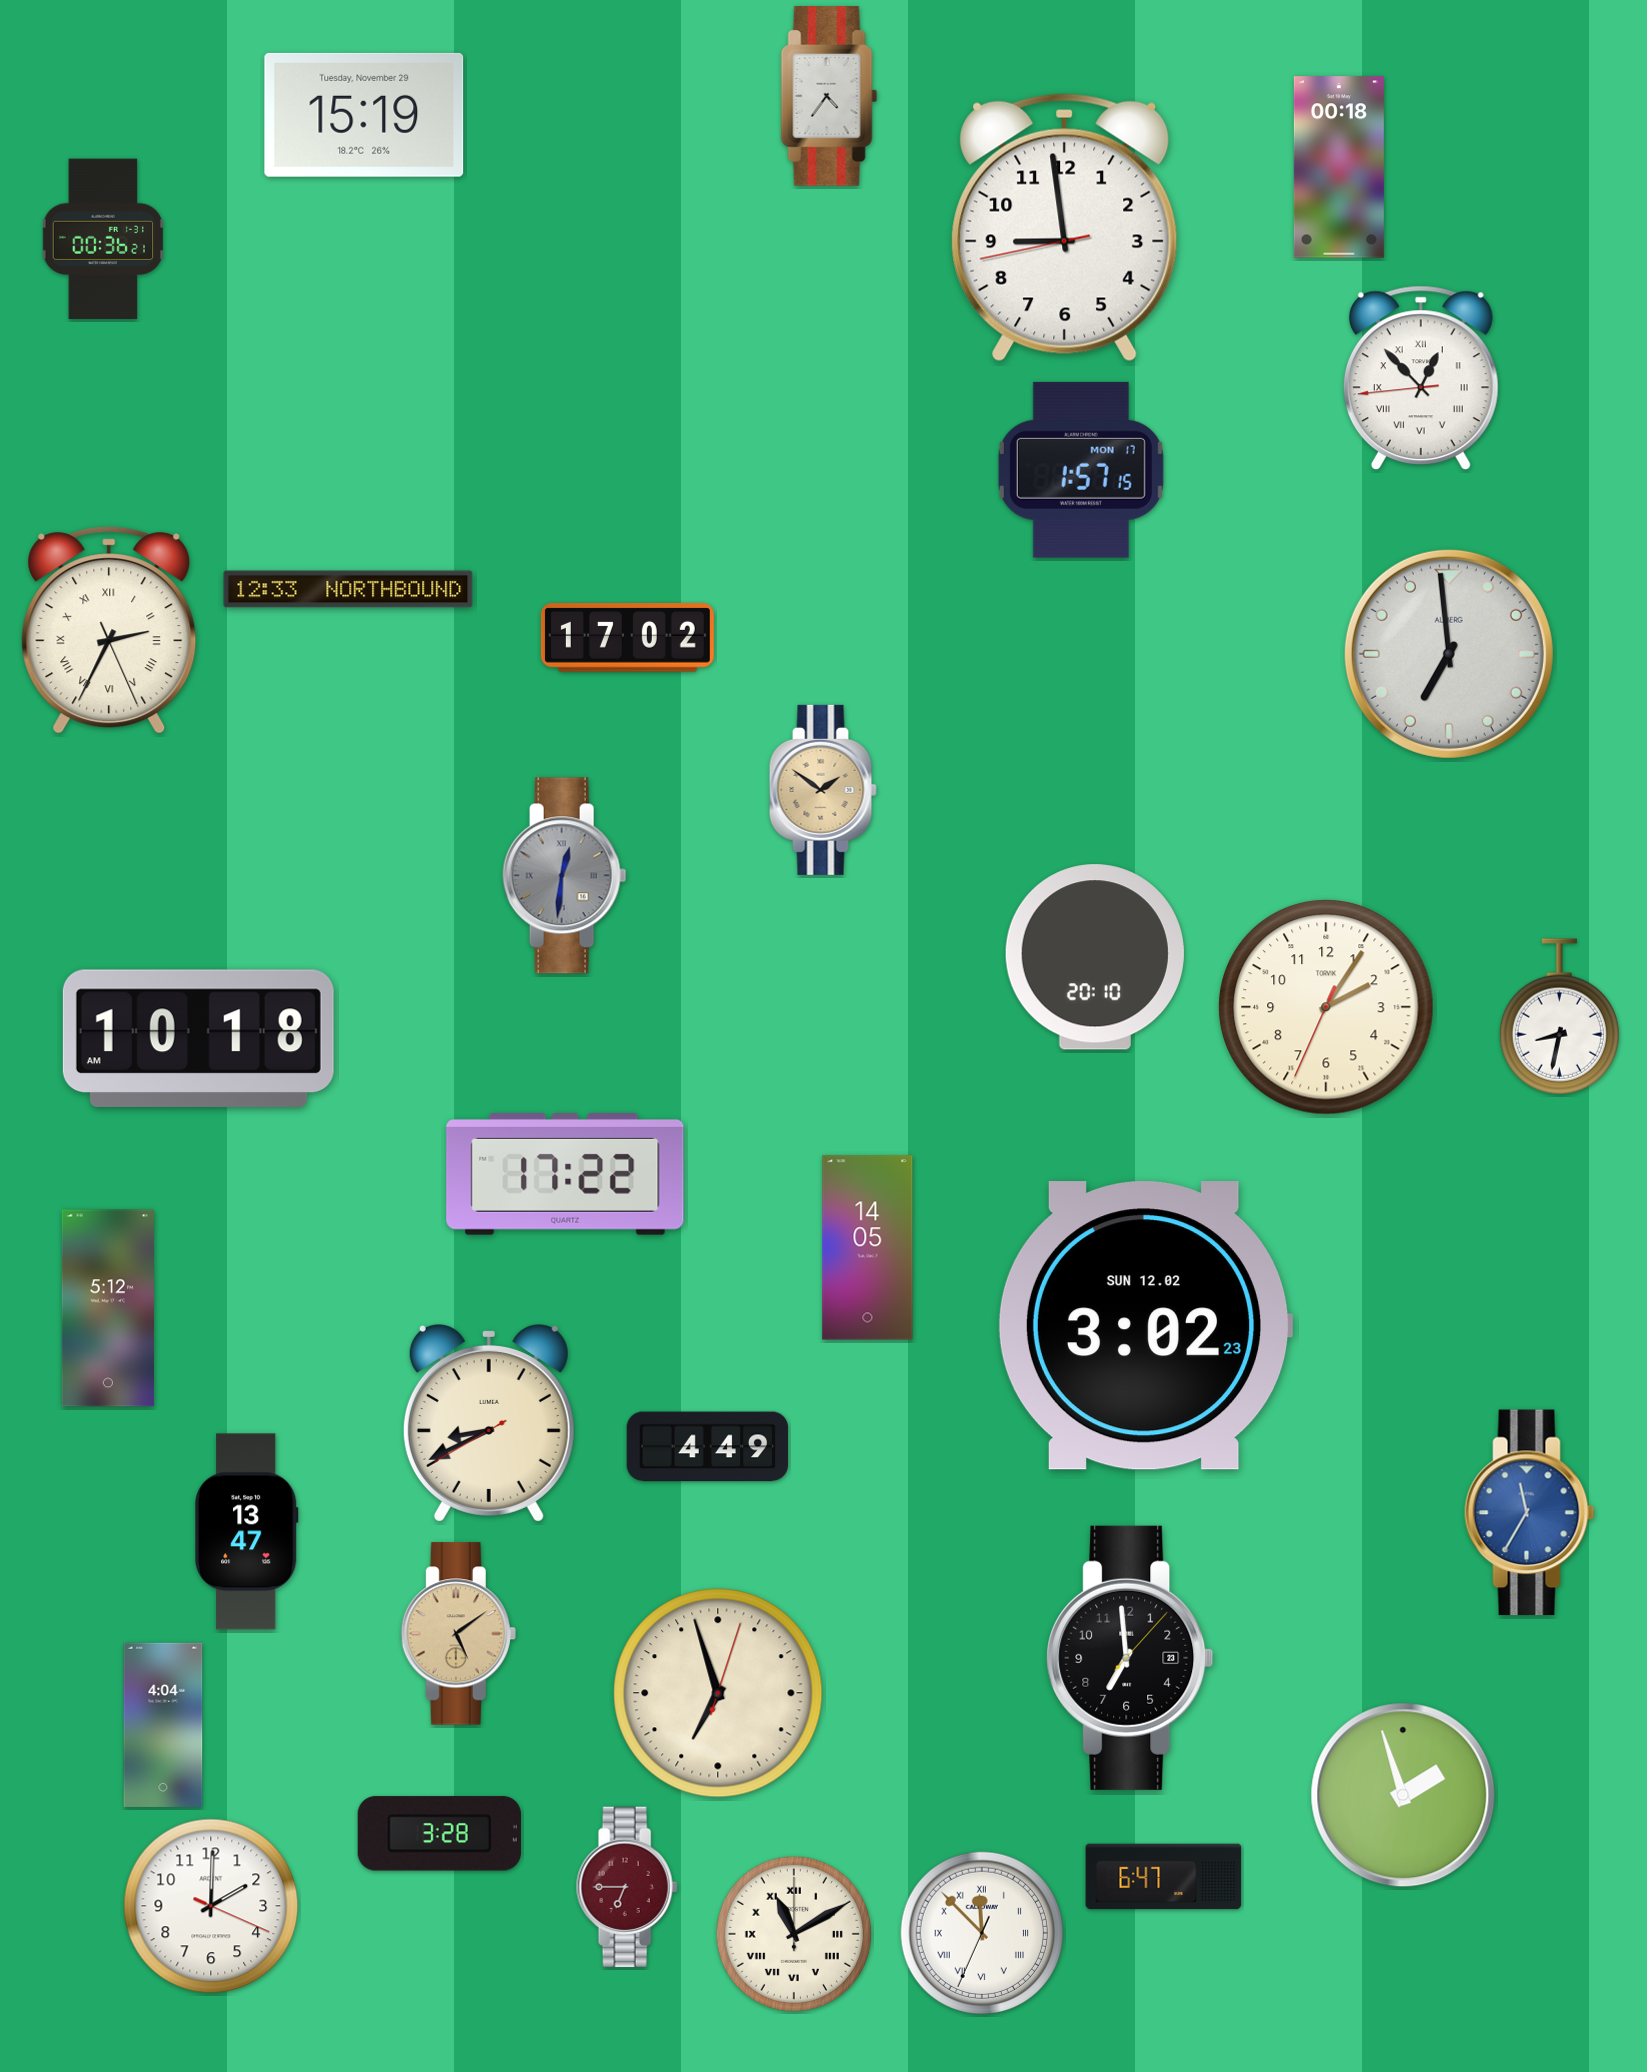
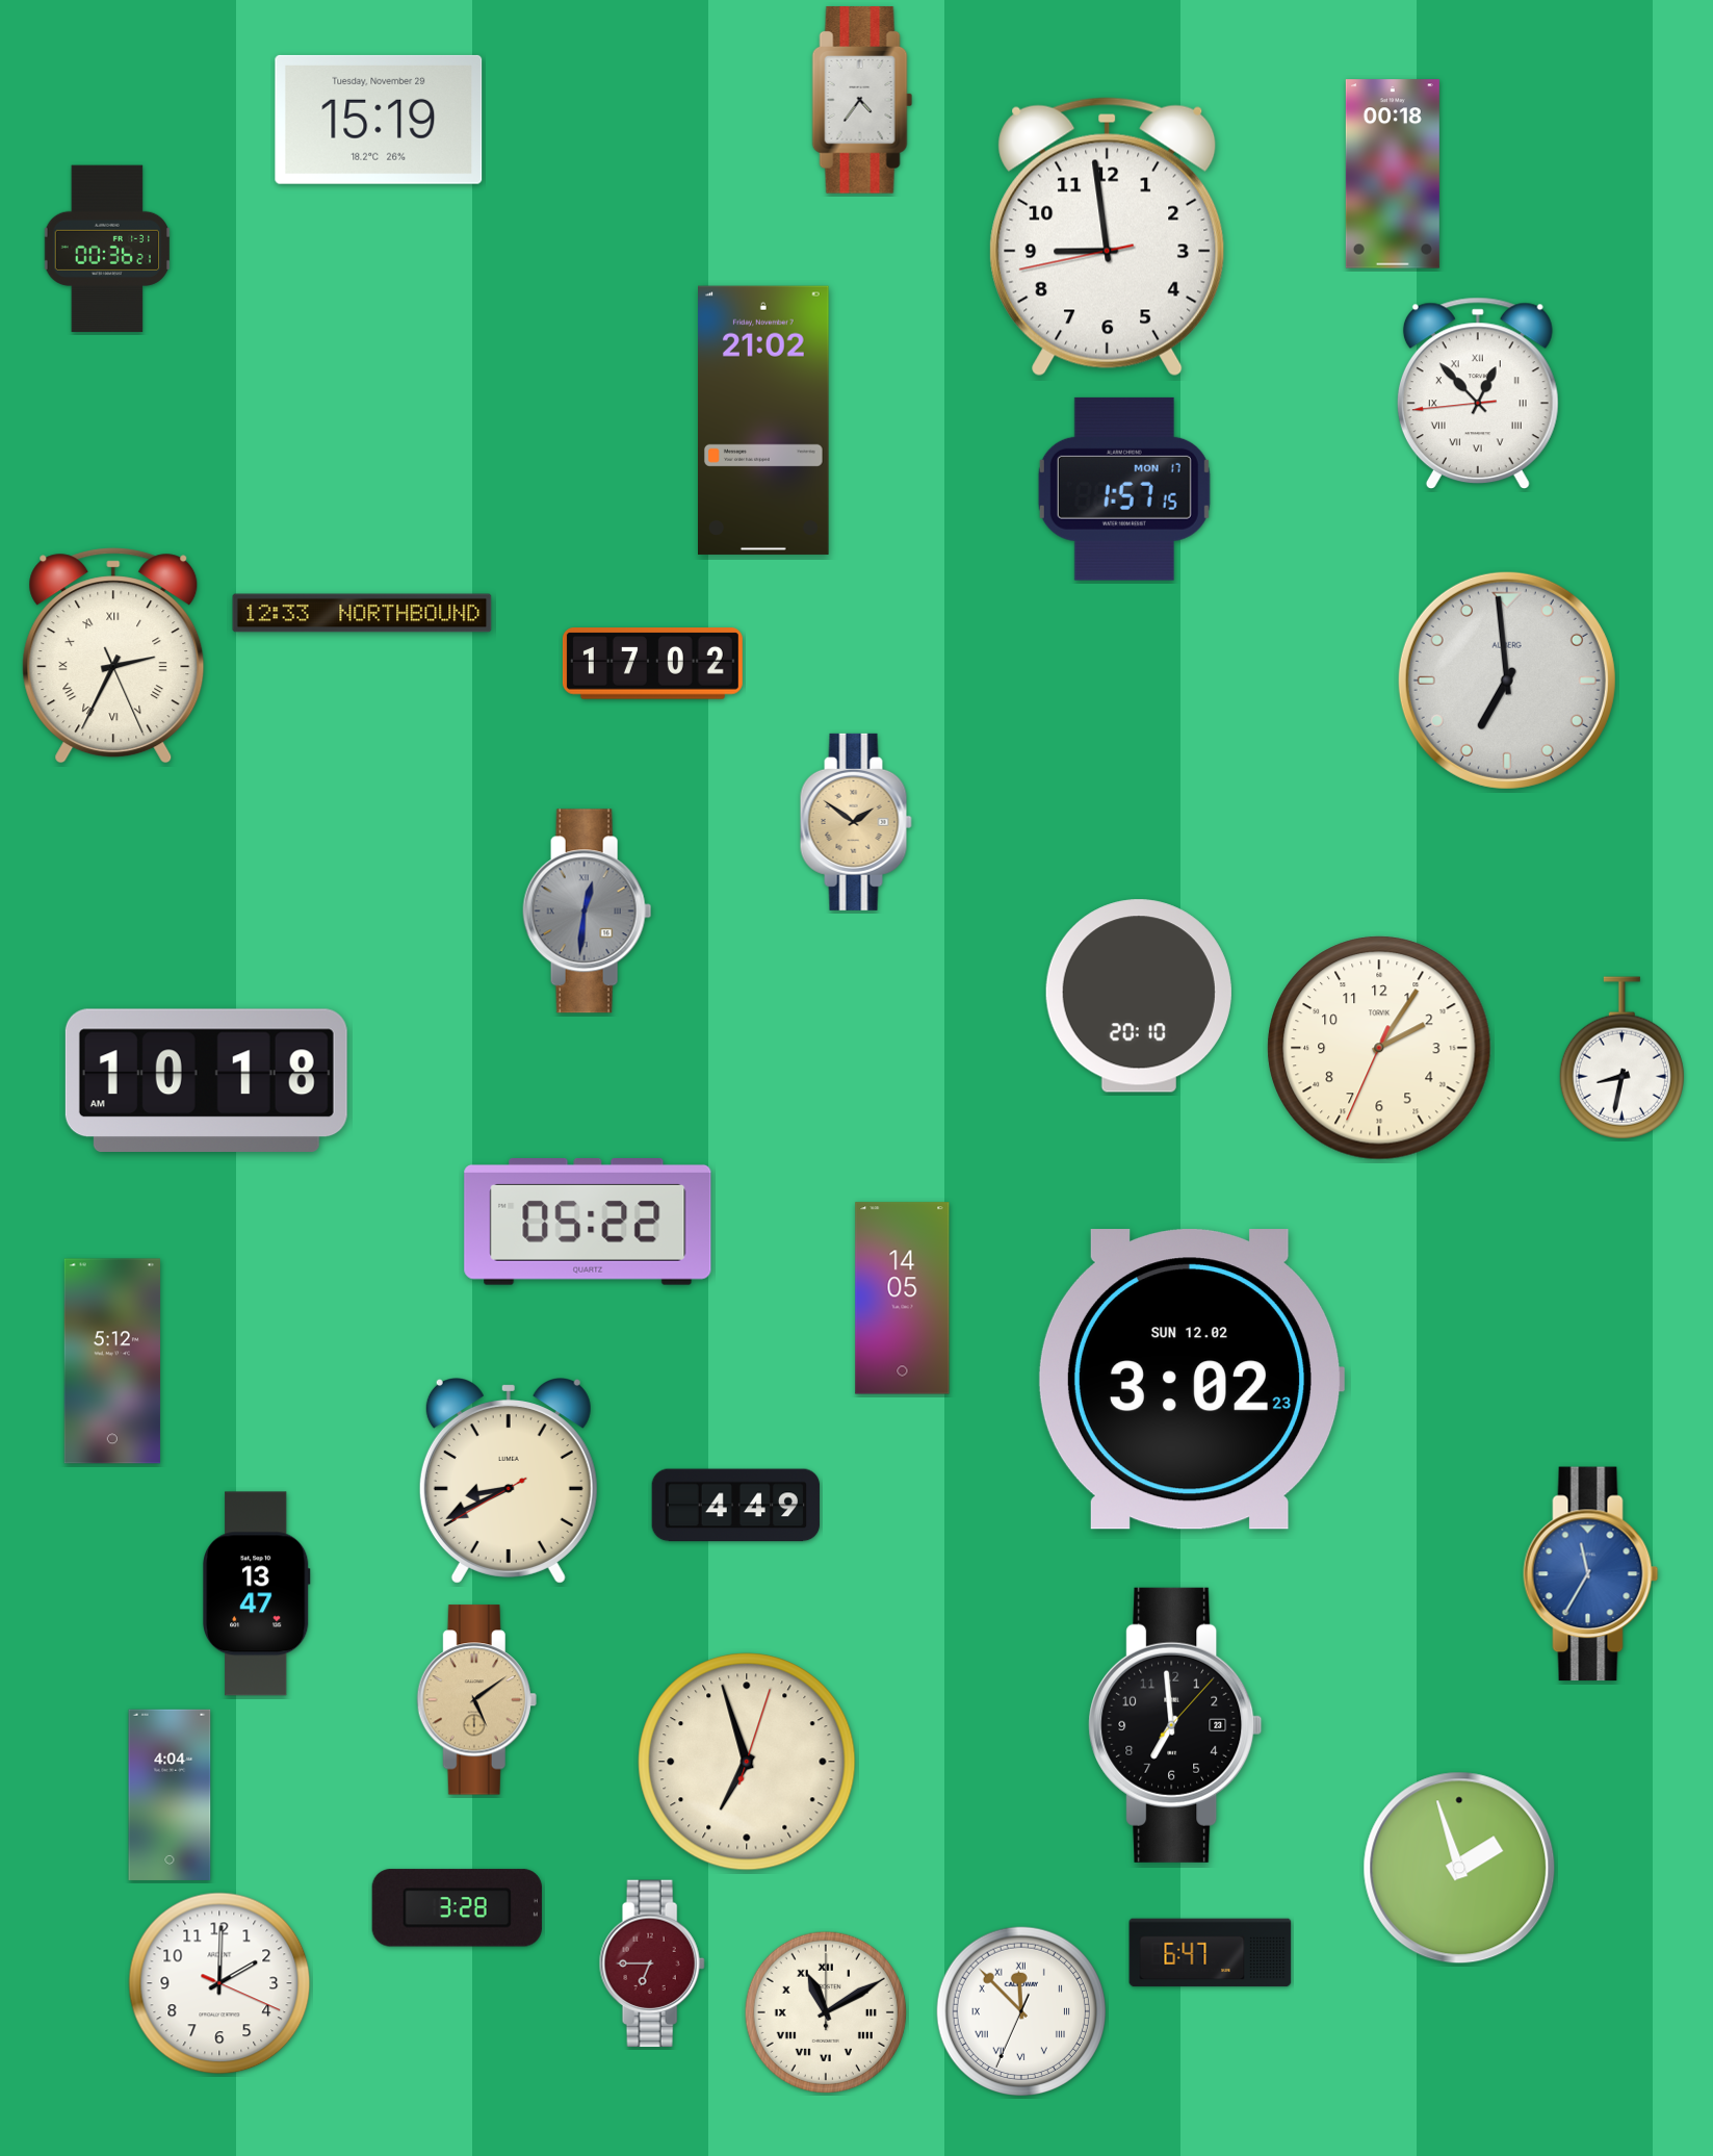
clock at (764, 420): none -> 21:02
clock at (565, 1175): 17:22 -> 05:22
